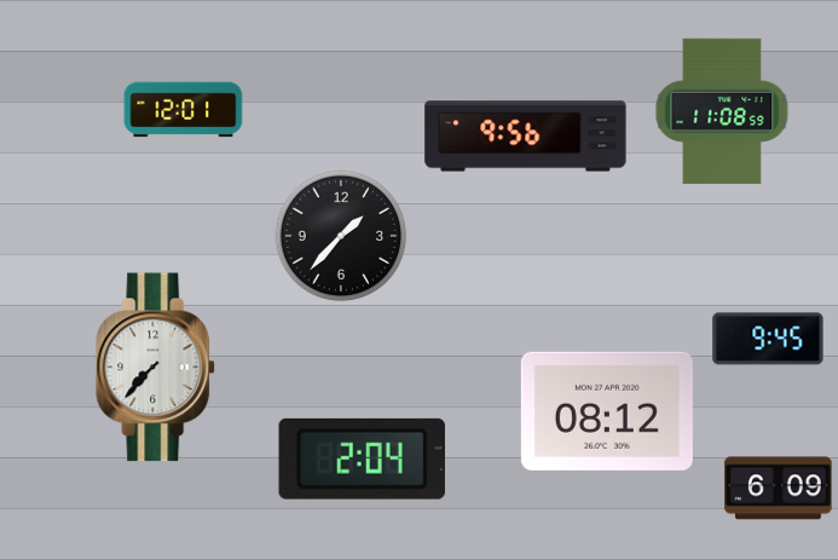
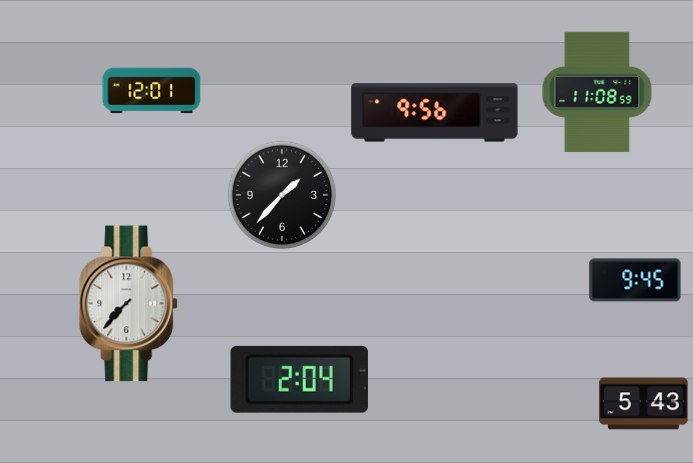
clock at (607, 411): 08:12 -> none
clock at (779, 489): 6:09 -> 5:43
